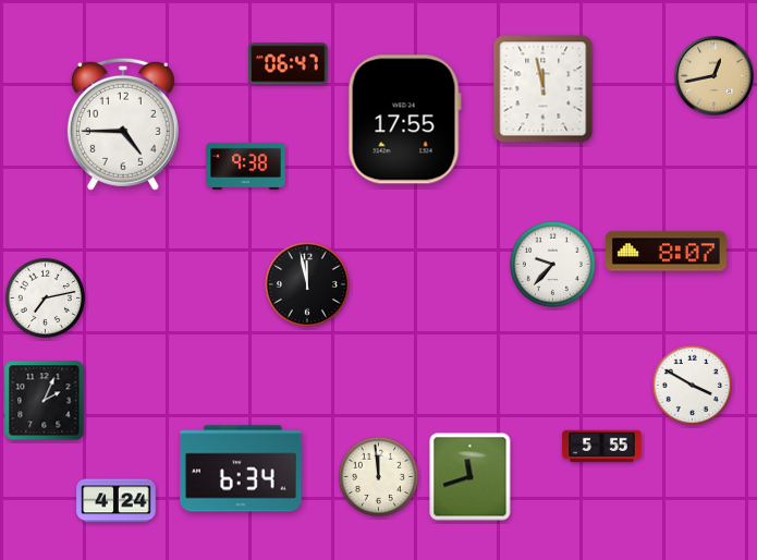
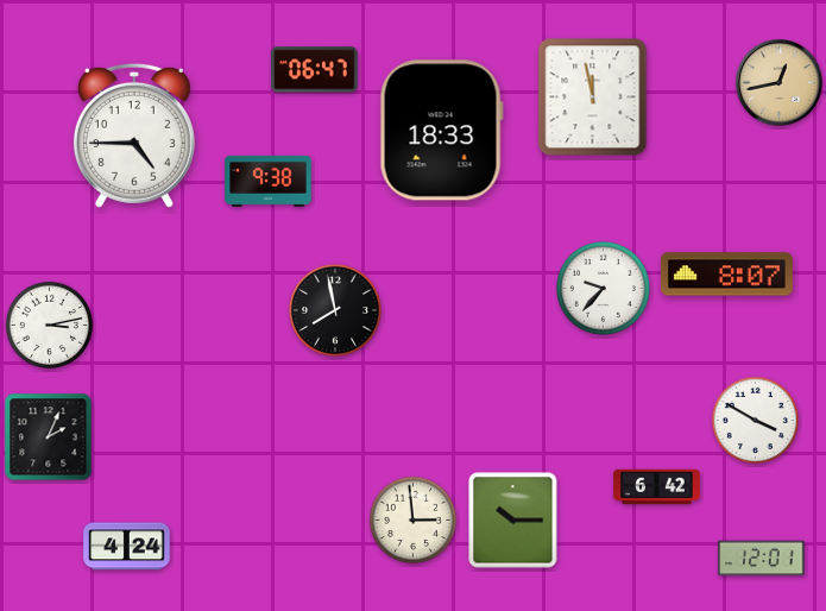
clock at (404, 120): 17:55 -> 18:33
clock at (307, 284): 11:58 -> 7:58
clock at (46, 299): 7:13 -> 3:13
clock at (602, 447): 5:55 -> 6:42
clock at (242, 468): 6:34 -> none
clock at (379, 477): 11:59 -> 2:59
clock at (471, 477): 11:42 -> 10:15
clock at (762, 559): none -> 12:01
